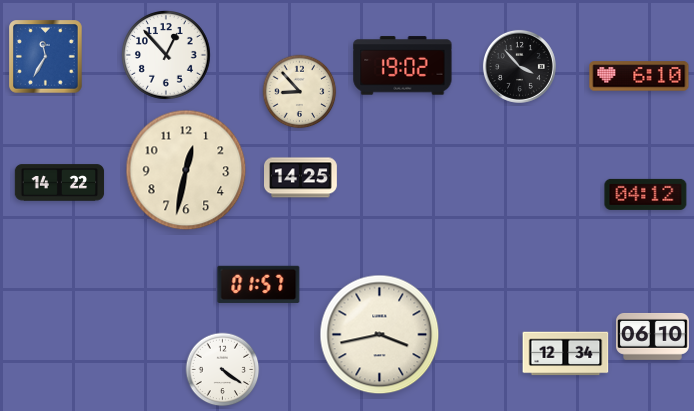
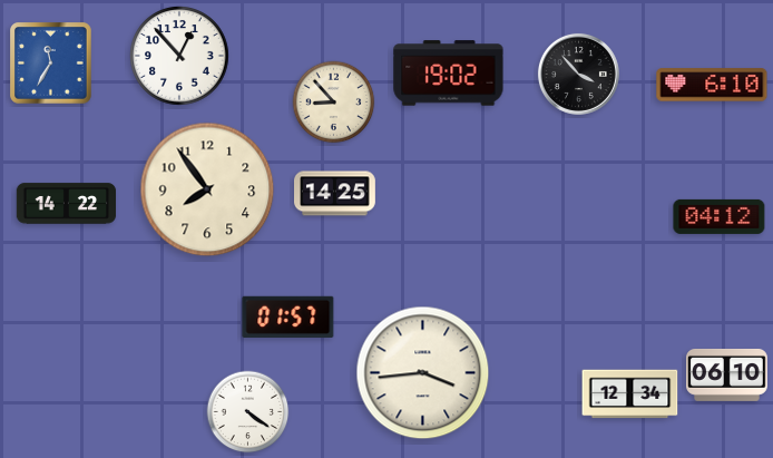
clock at (167, 56) position: (167, 56) -> (180, 57)
clock at (186, 170): 12:32 -> 7:54
clock at (301, 178) position: (301, 178) -> (335, 194)
clock at (380, 335): 3:43 -> 3:44
